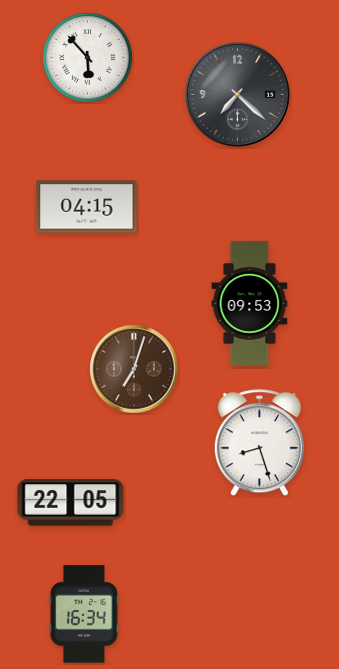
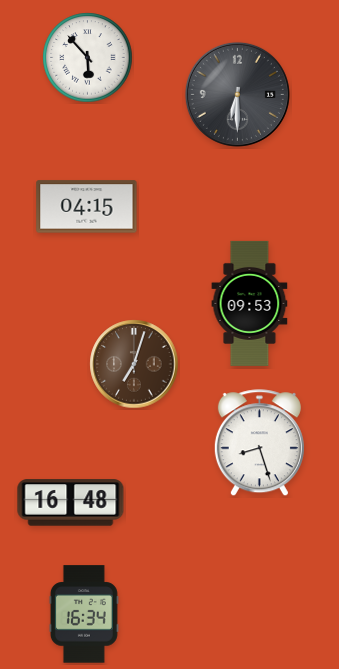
clock at (237, 94): 7:22 -> 6:30
clock at (134, 369) position: (134, 369) -> (134, 364)
clock at (71, 503): 22:05 -> 16:48
